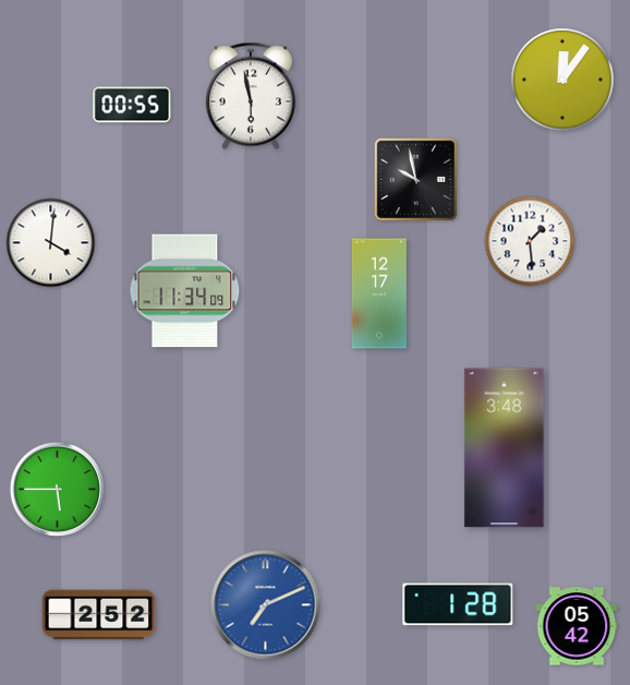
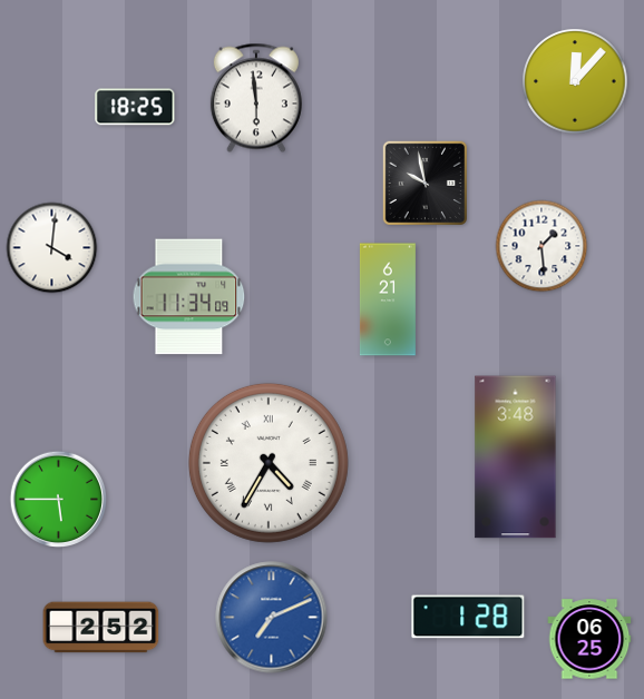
clock at (562, 80): 12:06 -> 12:07
clock at (251, 96): 5:58 -> 5:59
clock at (132, 105): 00:55 -> 18:25
clock at (379, 293): 12:17 -> 6:21
clock at (269, 463): none -> 4:35
clock at (577, 626): 05:42 -> 06:25
